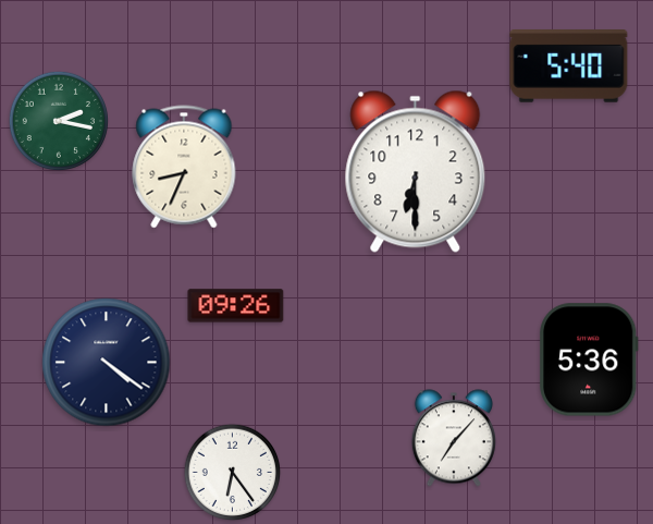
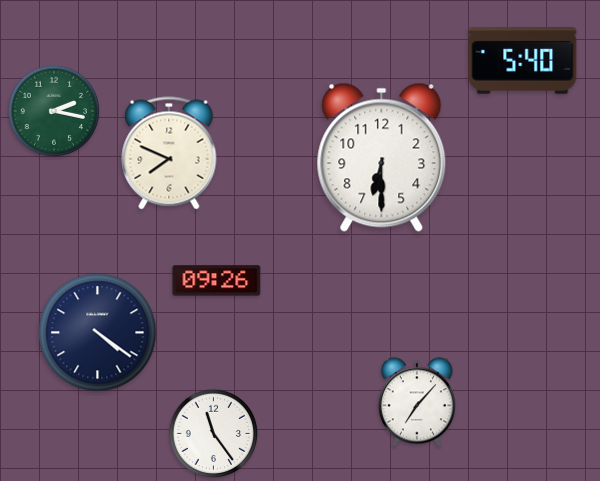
clock at (184, 167): 8:34 -> 7:49
clock at (589, 360): 5:36 -> none
clock at (233, 473): 6:24 -> 11:24
